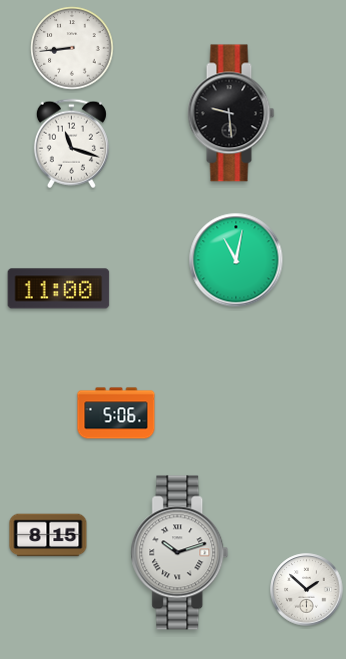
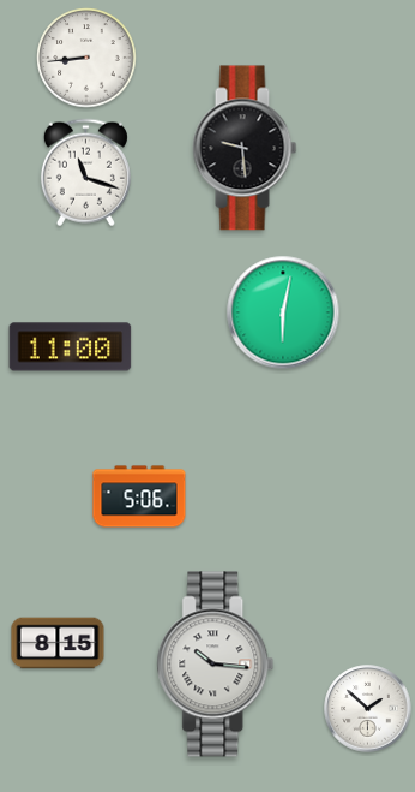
clock at (231, 113) position: (231, 113) -> (245, 148)
clock at (236, 260): 11:02 -> 6:02
clock at (180, 553): 10:12 -> 10:16
